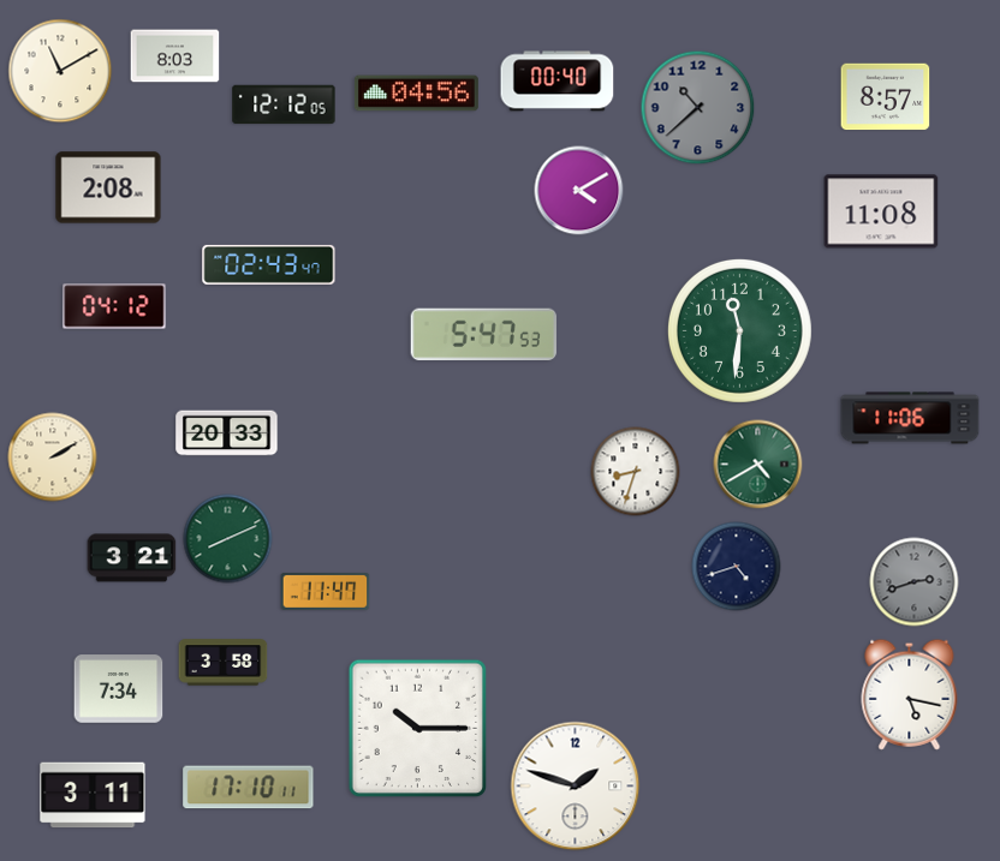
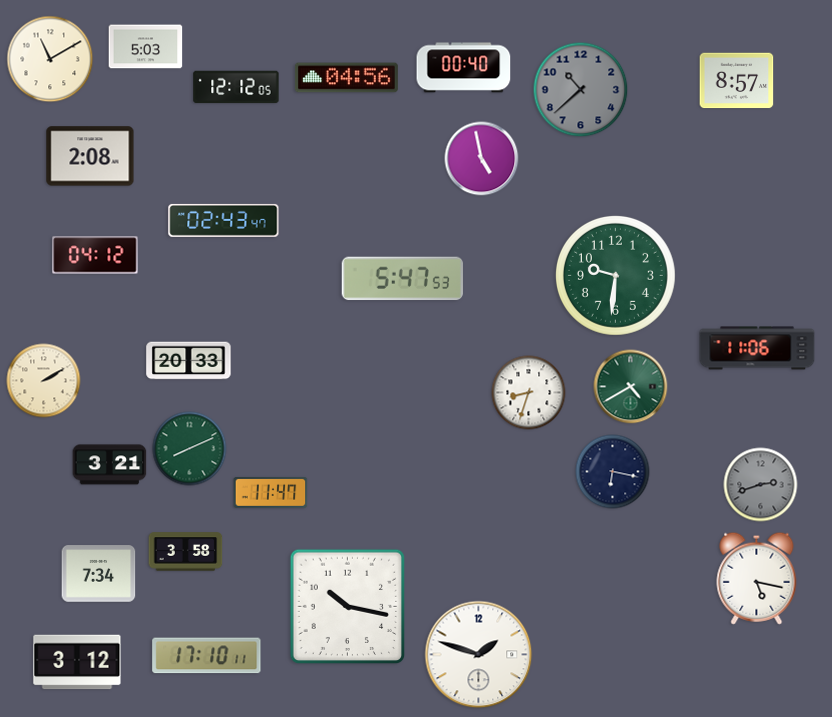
clock at (175, 56): 8:03 -> 5:03
clock at (579, 191): 4:10 -> 4:58
clock at (881, 211): 11:08 -> none
clock at (739, 330): 11:31 -> 9:31
clock at (737, 567): 4:42 -> 6:17
clock at (418, 729): 10:15 -> 10:17
clock at (93, 795): 3:11 -> 3:12
